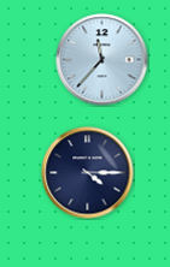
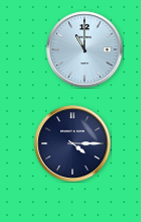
clock at (102, 60): 11:37 -> 11:00
